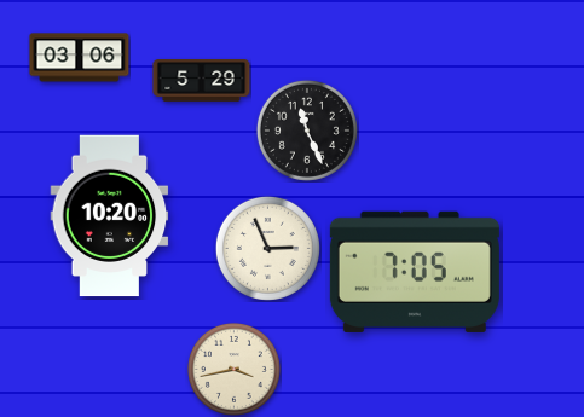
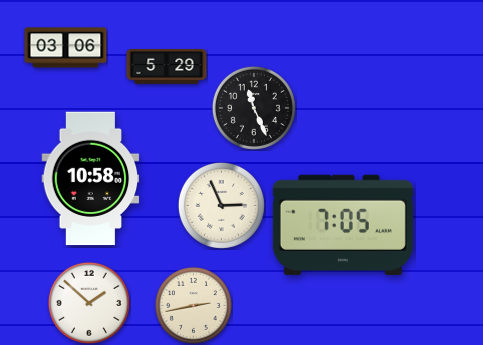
clock at (110, 216): 10:20 -> 10:58
clock at (89, 303): none -> 1:52
clock at (233, 369): 3:43 -> 2:43
